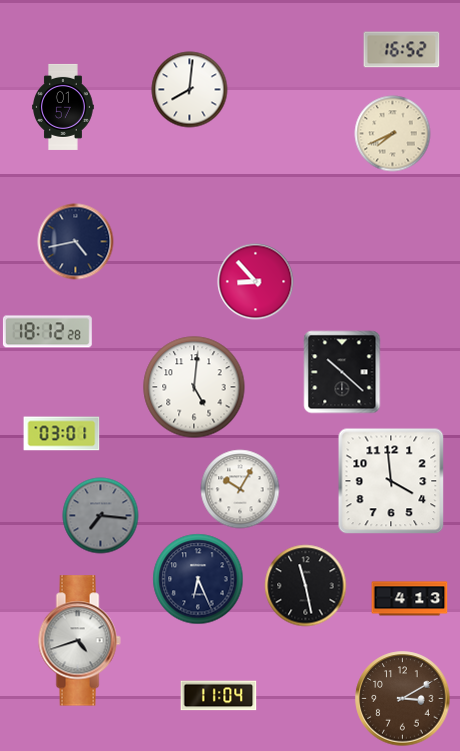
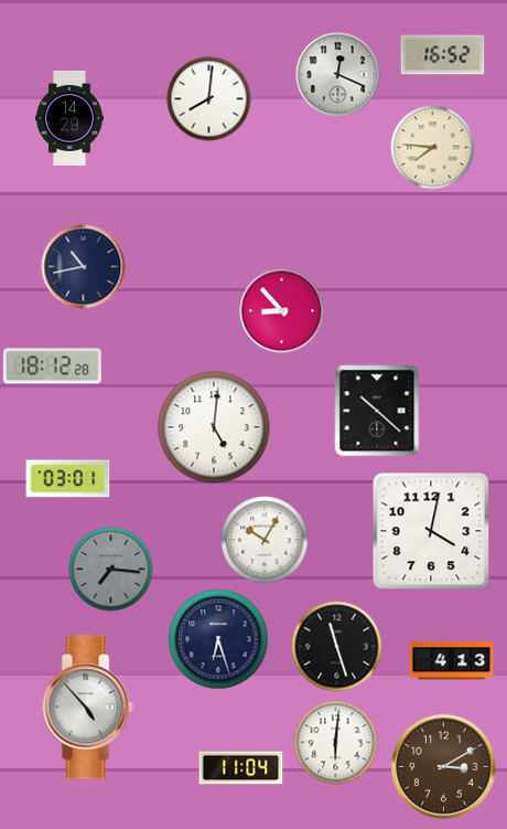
clock at (338, 75): none -> 12:19
clock at (63, 107): 01:57 -> 14:29
clock at (393, 134): 7:41 -> 7:46
clock at (76, 242): 4:43 -> 10:43
clock at (391, 481): 3:59 -> 4:02
clock at (198, 579): 6:26 -> 6:27
clock at (306, 586): 11:28 -> 11:27
clock at (79, 641): 4:42 -> 4:53
clock at (336, 743): none -> 6:01
clock at (403, 699) position: (403, 699) -> (444, 767)
